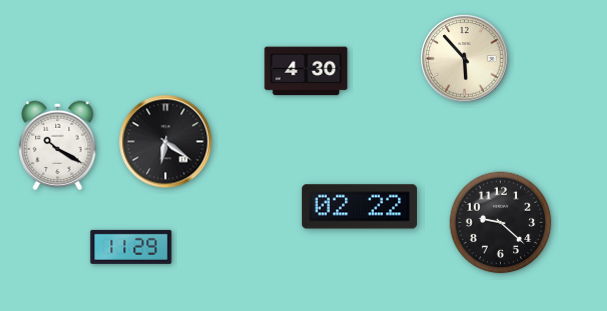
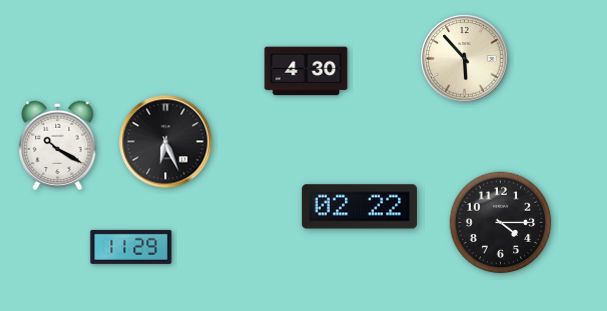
clock at (166, 142): 6:21 -> 6:26
clock at (501, 223): 9:22 -> 4:15
